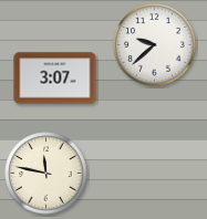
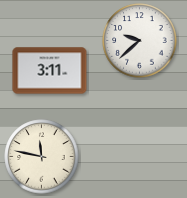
clock at (55, 79): 3:07 -> 3:11
